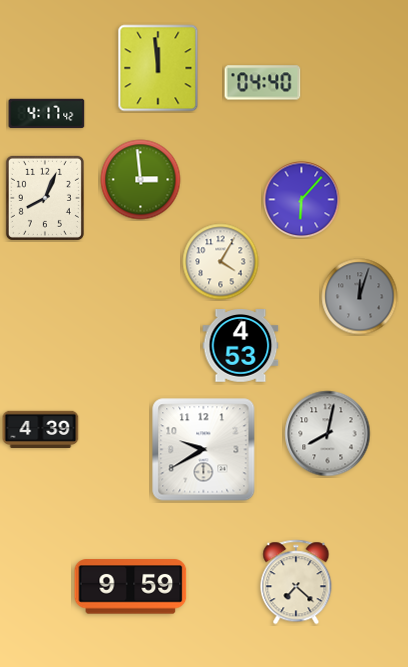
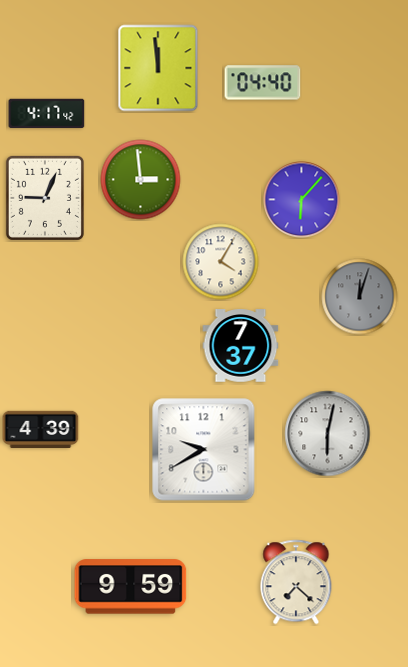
clock at (45, 198): 8:04 -> 9:04
clock at (241, 346): 4:53 -> 7:37
clock at (328, 434): 8:02 -> 6:02
